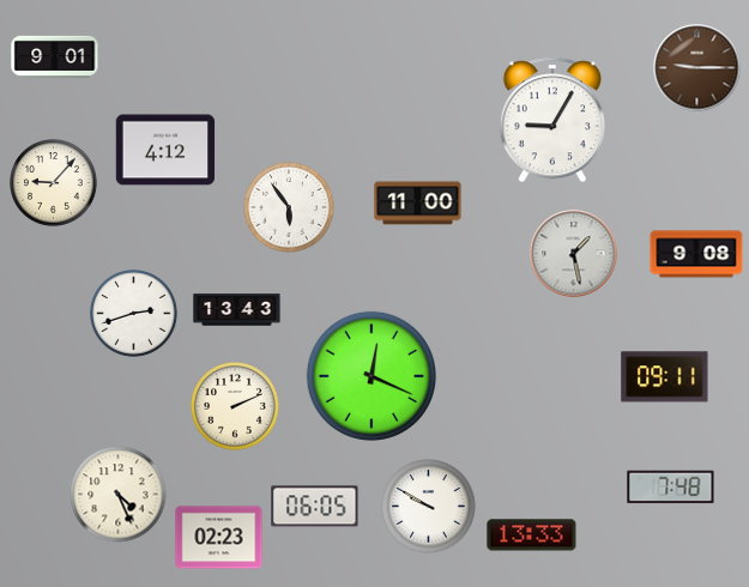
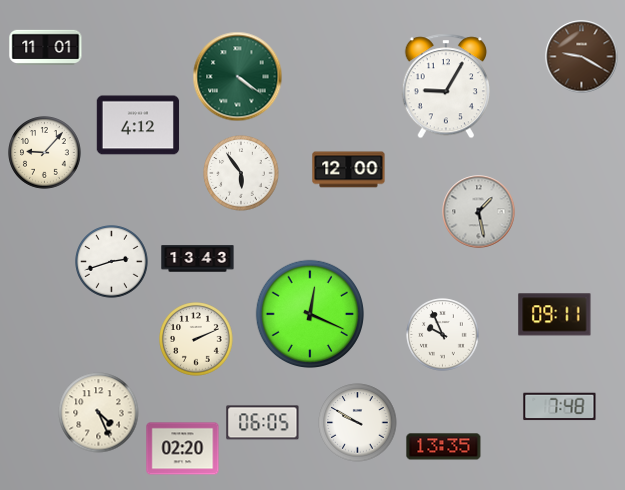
clock at (55, 56): 9:01 -> 11:01
clock at (697, 68): 9:15 -> 9:20
clock at (238, 77): none -> 4:21
clock at (551, 120) position: (551, 120) -> (445, 86)
clock at (418, 204): 11:00 -> 12:00
clock at (696, 254): 9:08 -> none
clock at (443, 335): none -> 9:56
clock at (532, 535): 13:33 -> 13:35
clock at (219, 538): 02:23 -> 02:20
